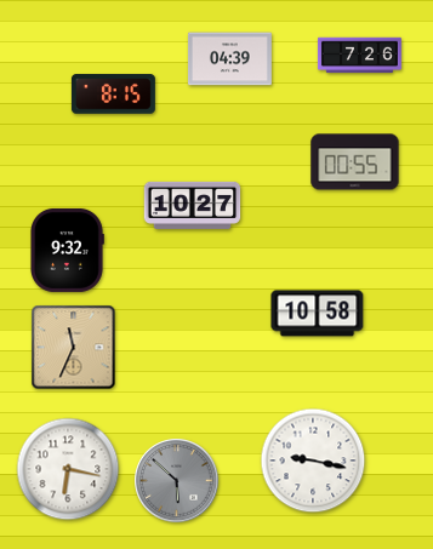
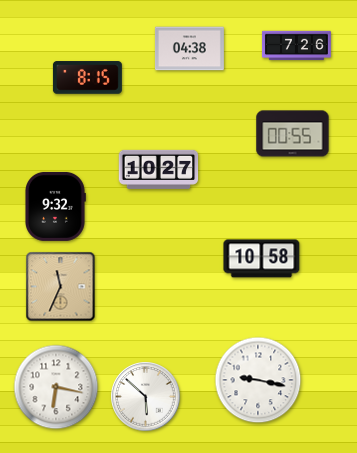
clock at (229, 59): 04:39 -> 04:38
clock at (113, 95) position: (113, 95) -> (87, 78)
clock at (177, 481) dial: grey -> white
